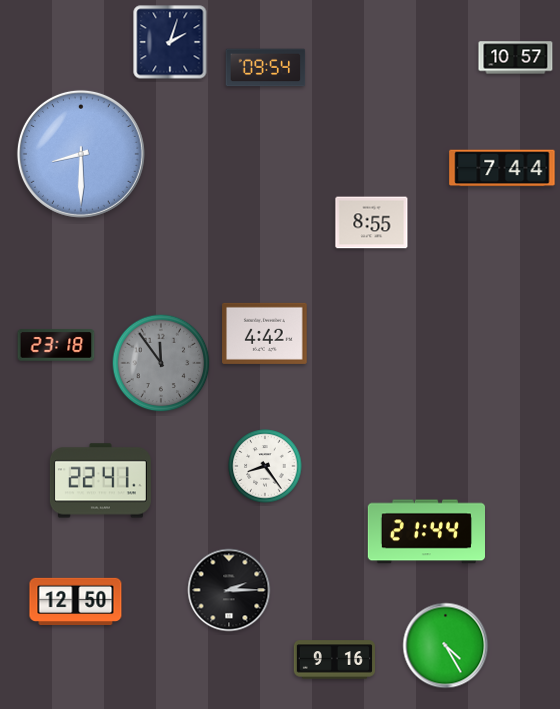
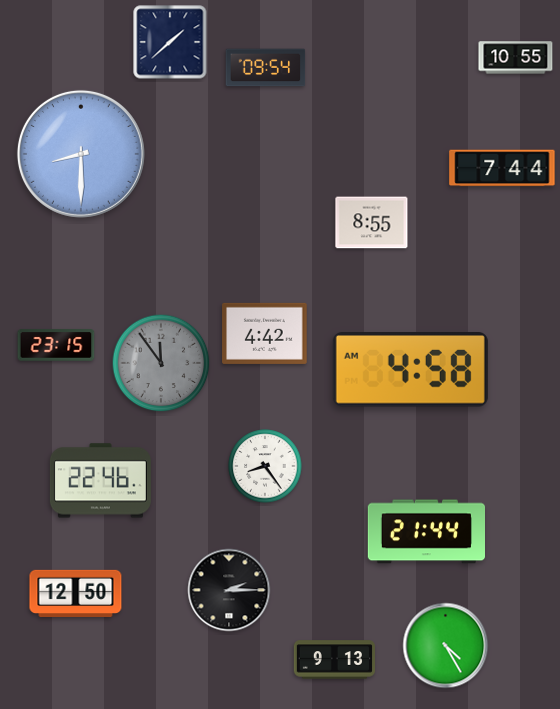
clock at (170, 42): 2:03 -> 1:38
clock at (516, 58): 10:57 -> 10:55
clock at (56, 345): 23:18 -> 23:15
clock at (410, 370): none -> 4:58
clock at (100, 481): 22:41 -> 22:46
clock at (76, 601) position: (76, 601) -> (76, 593)
clock at (334, 660): 9:16 -> 9:13
